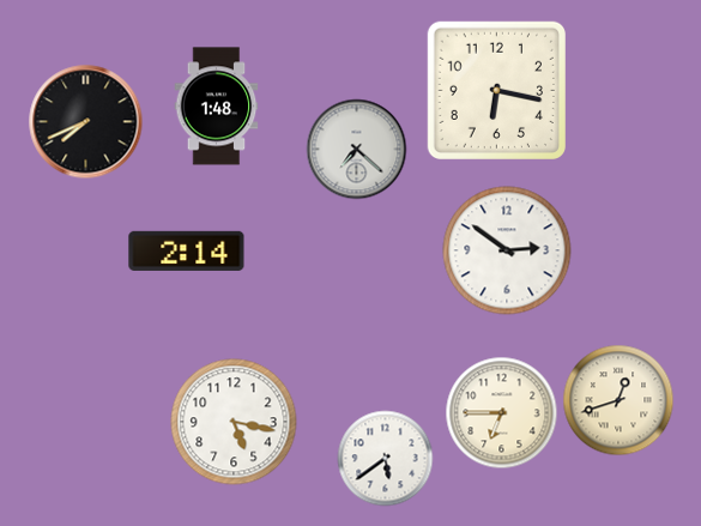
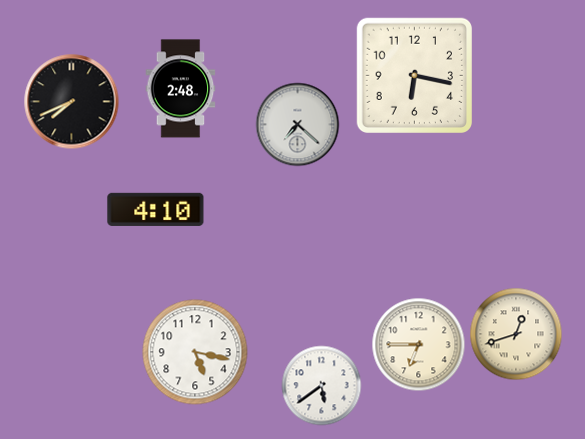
clock at (217, 107): 1:48 -> 2:48
clock at (187, 250): 2:14 -> 4:10
clock at (507, 250): 2:51 -> none
clock at (386, 459) position: (386, 459) -> (322, 386)
